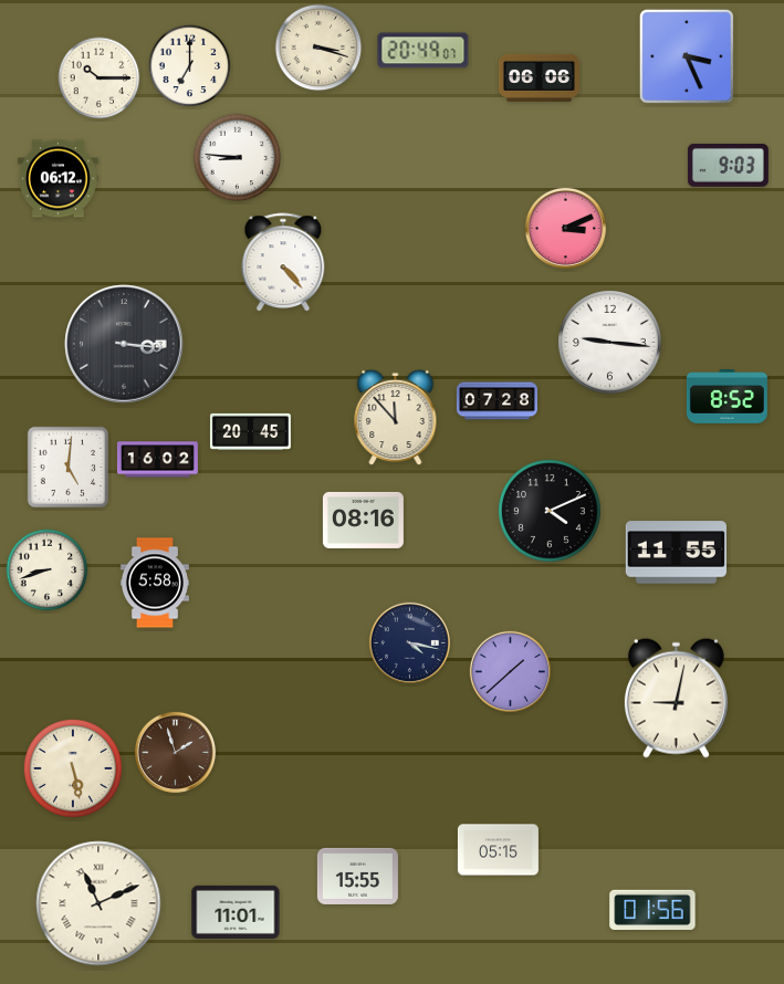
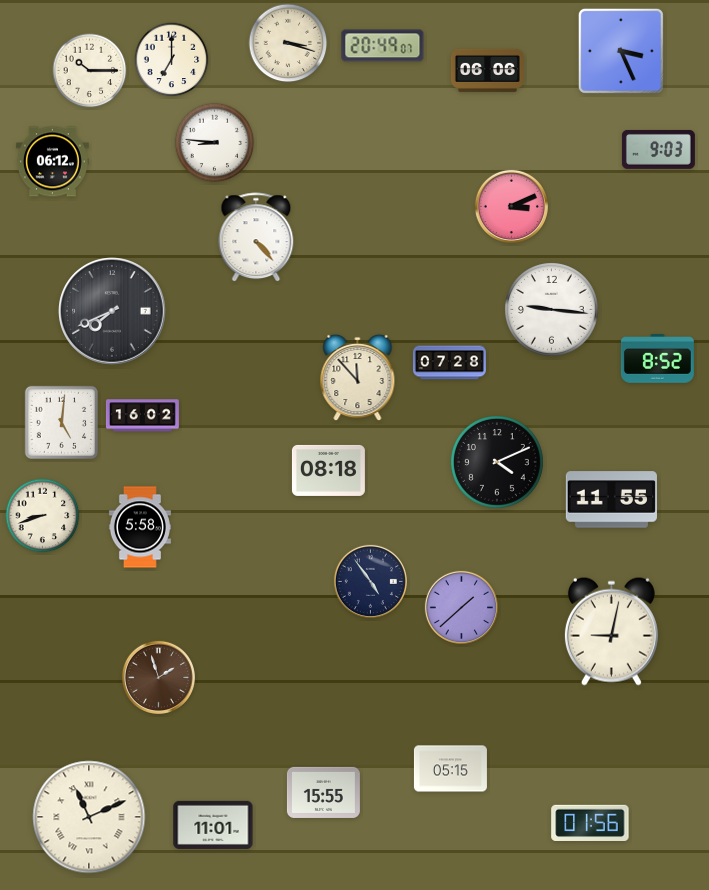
clock at (124, 344): 3:16 -> 7:41
clock at (250, 431): 20:45 -> none
clock at (363, 520): 08:16 -> 08:18
clock at (409, 642): 4:17 -> 4:54
clock at (175, 752) position: (175, 752) -> (158, 677)
clock at (73, 768): 5:28 -> none
